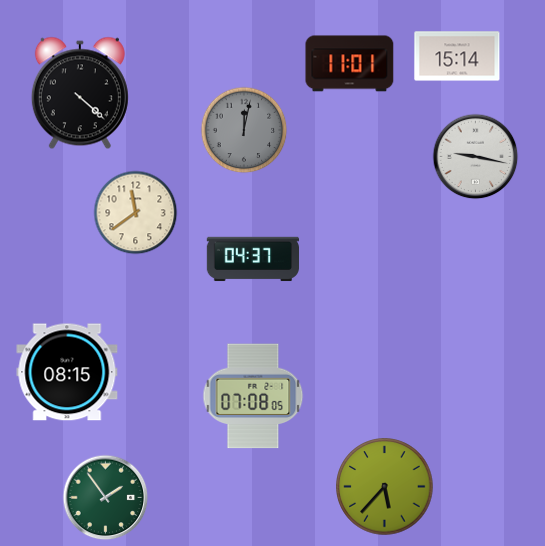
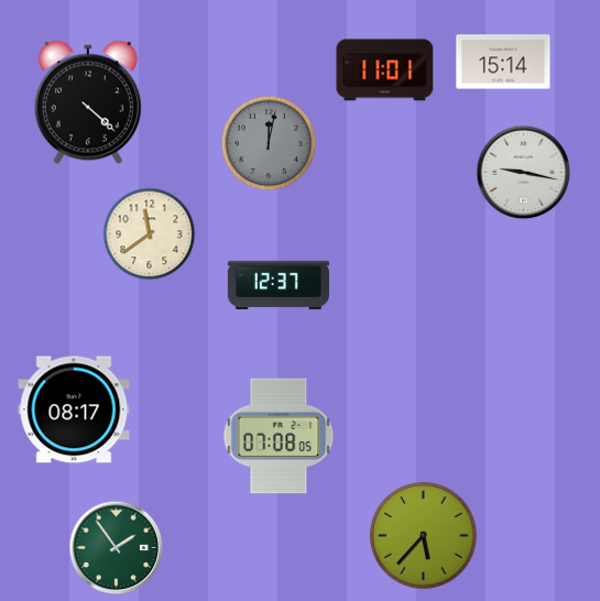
clock at (252, 259): 04:37 -> 12:37
clock at (67, 372): 08:15 -> 08:17
